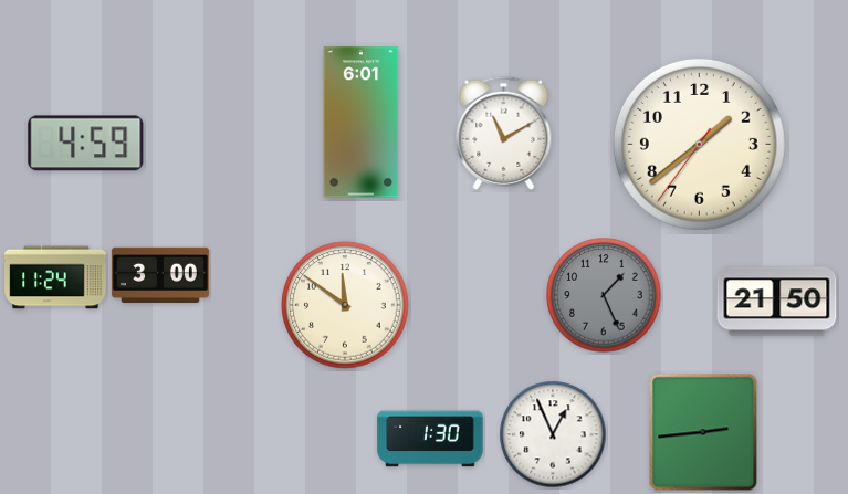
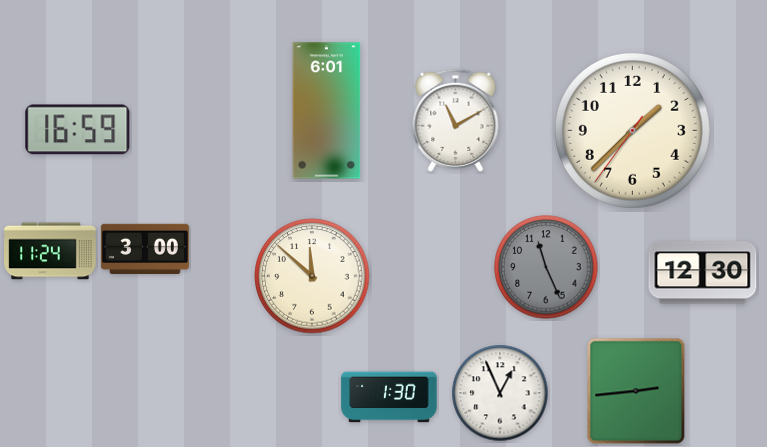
clock at (86, 144): 4:59 -> 16:59
clock at (699, 144): 1:38 -> 1:37
clock at (604, 295): 1:26 -> 11:26
clock at (777, 302): 21:50 -> 12:30
clock at (345, 305): 11:51 -> 11:52
